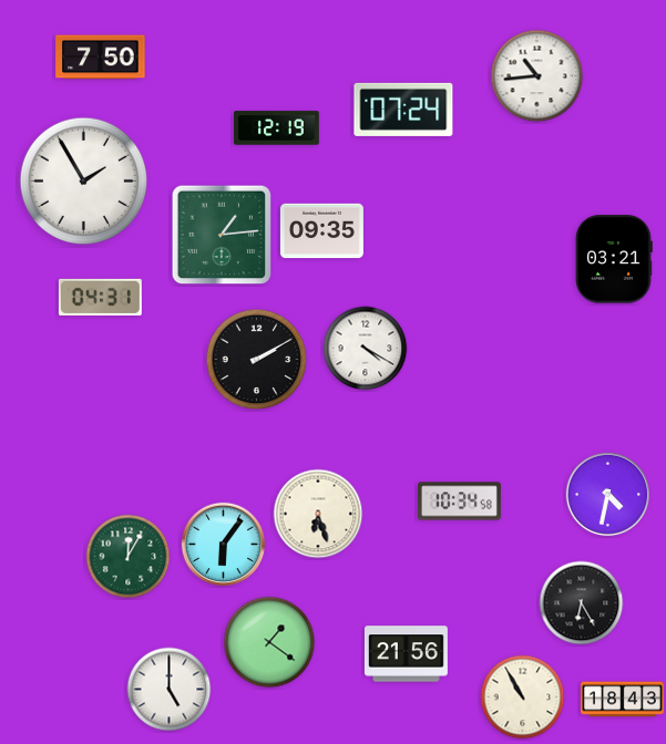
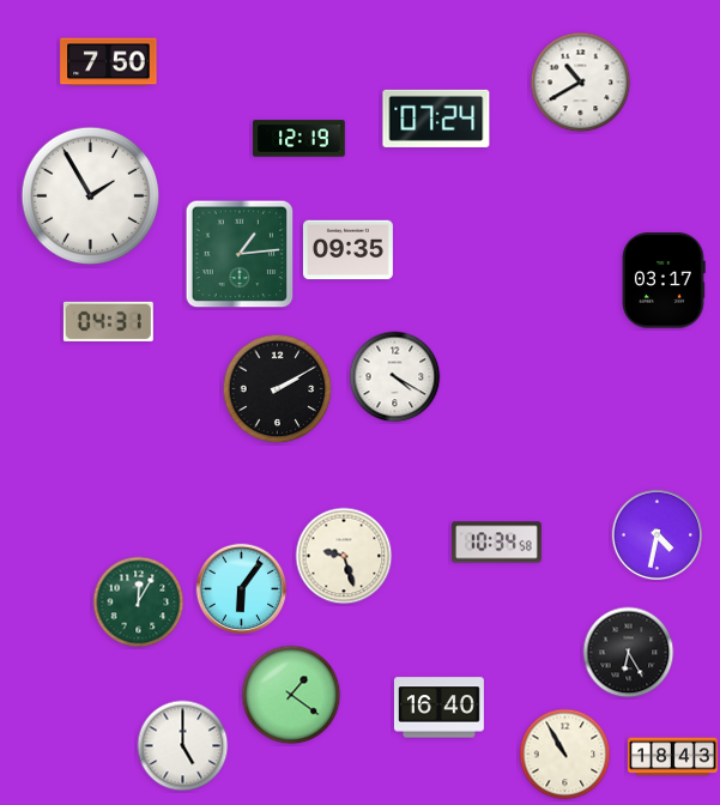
clock at (537, 76): 10:44 -> 10:40
clock at (614, 259): 03:21 -> 03:17
clock at (318, 514): 6:27 -> 9:27
clock at (406, 654): 21:56 -> 16:40
